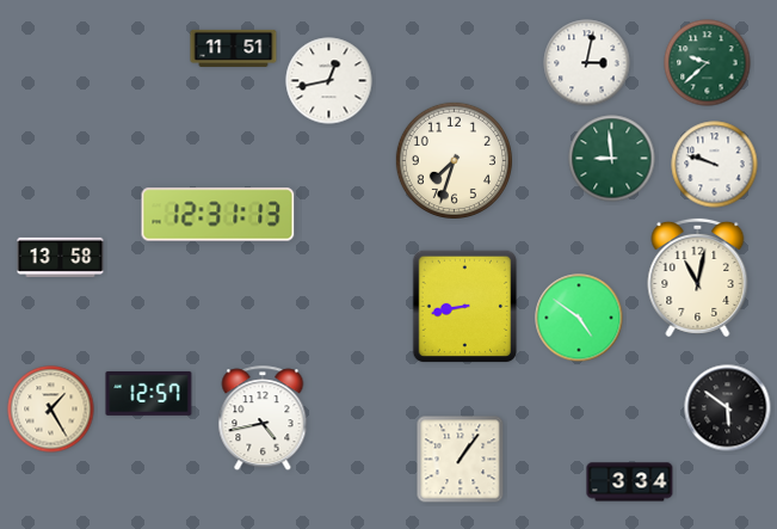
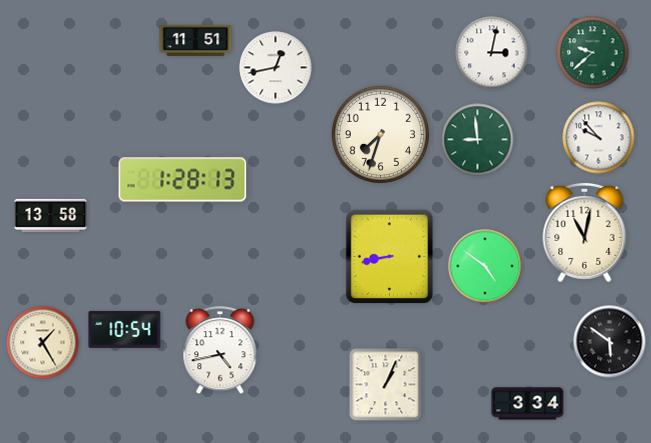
clock at (612, 159) position: (612, 159) -> (478, 140)
clock at (715, 165): 9:48 -> 9:53
clock at (218, 215): 12:31 -> 1:28
clock at (149, 393): 12:57 -> 10:54
clock at (461, 460): 1:06 -> 1:04
